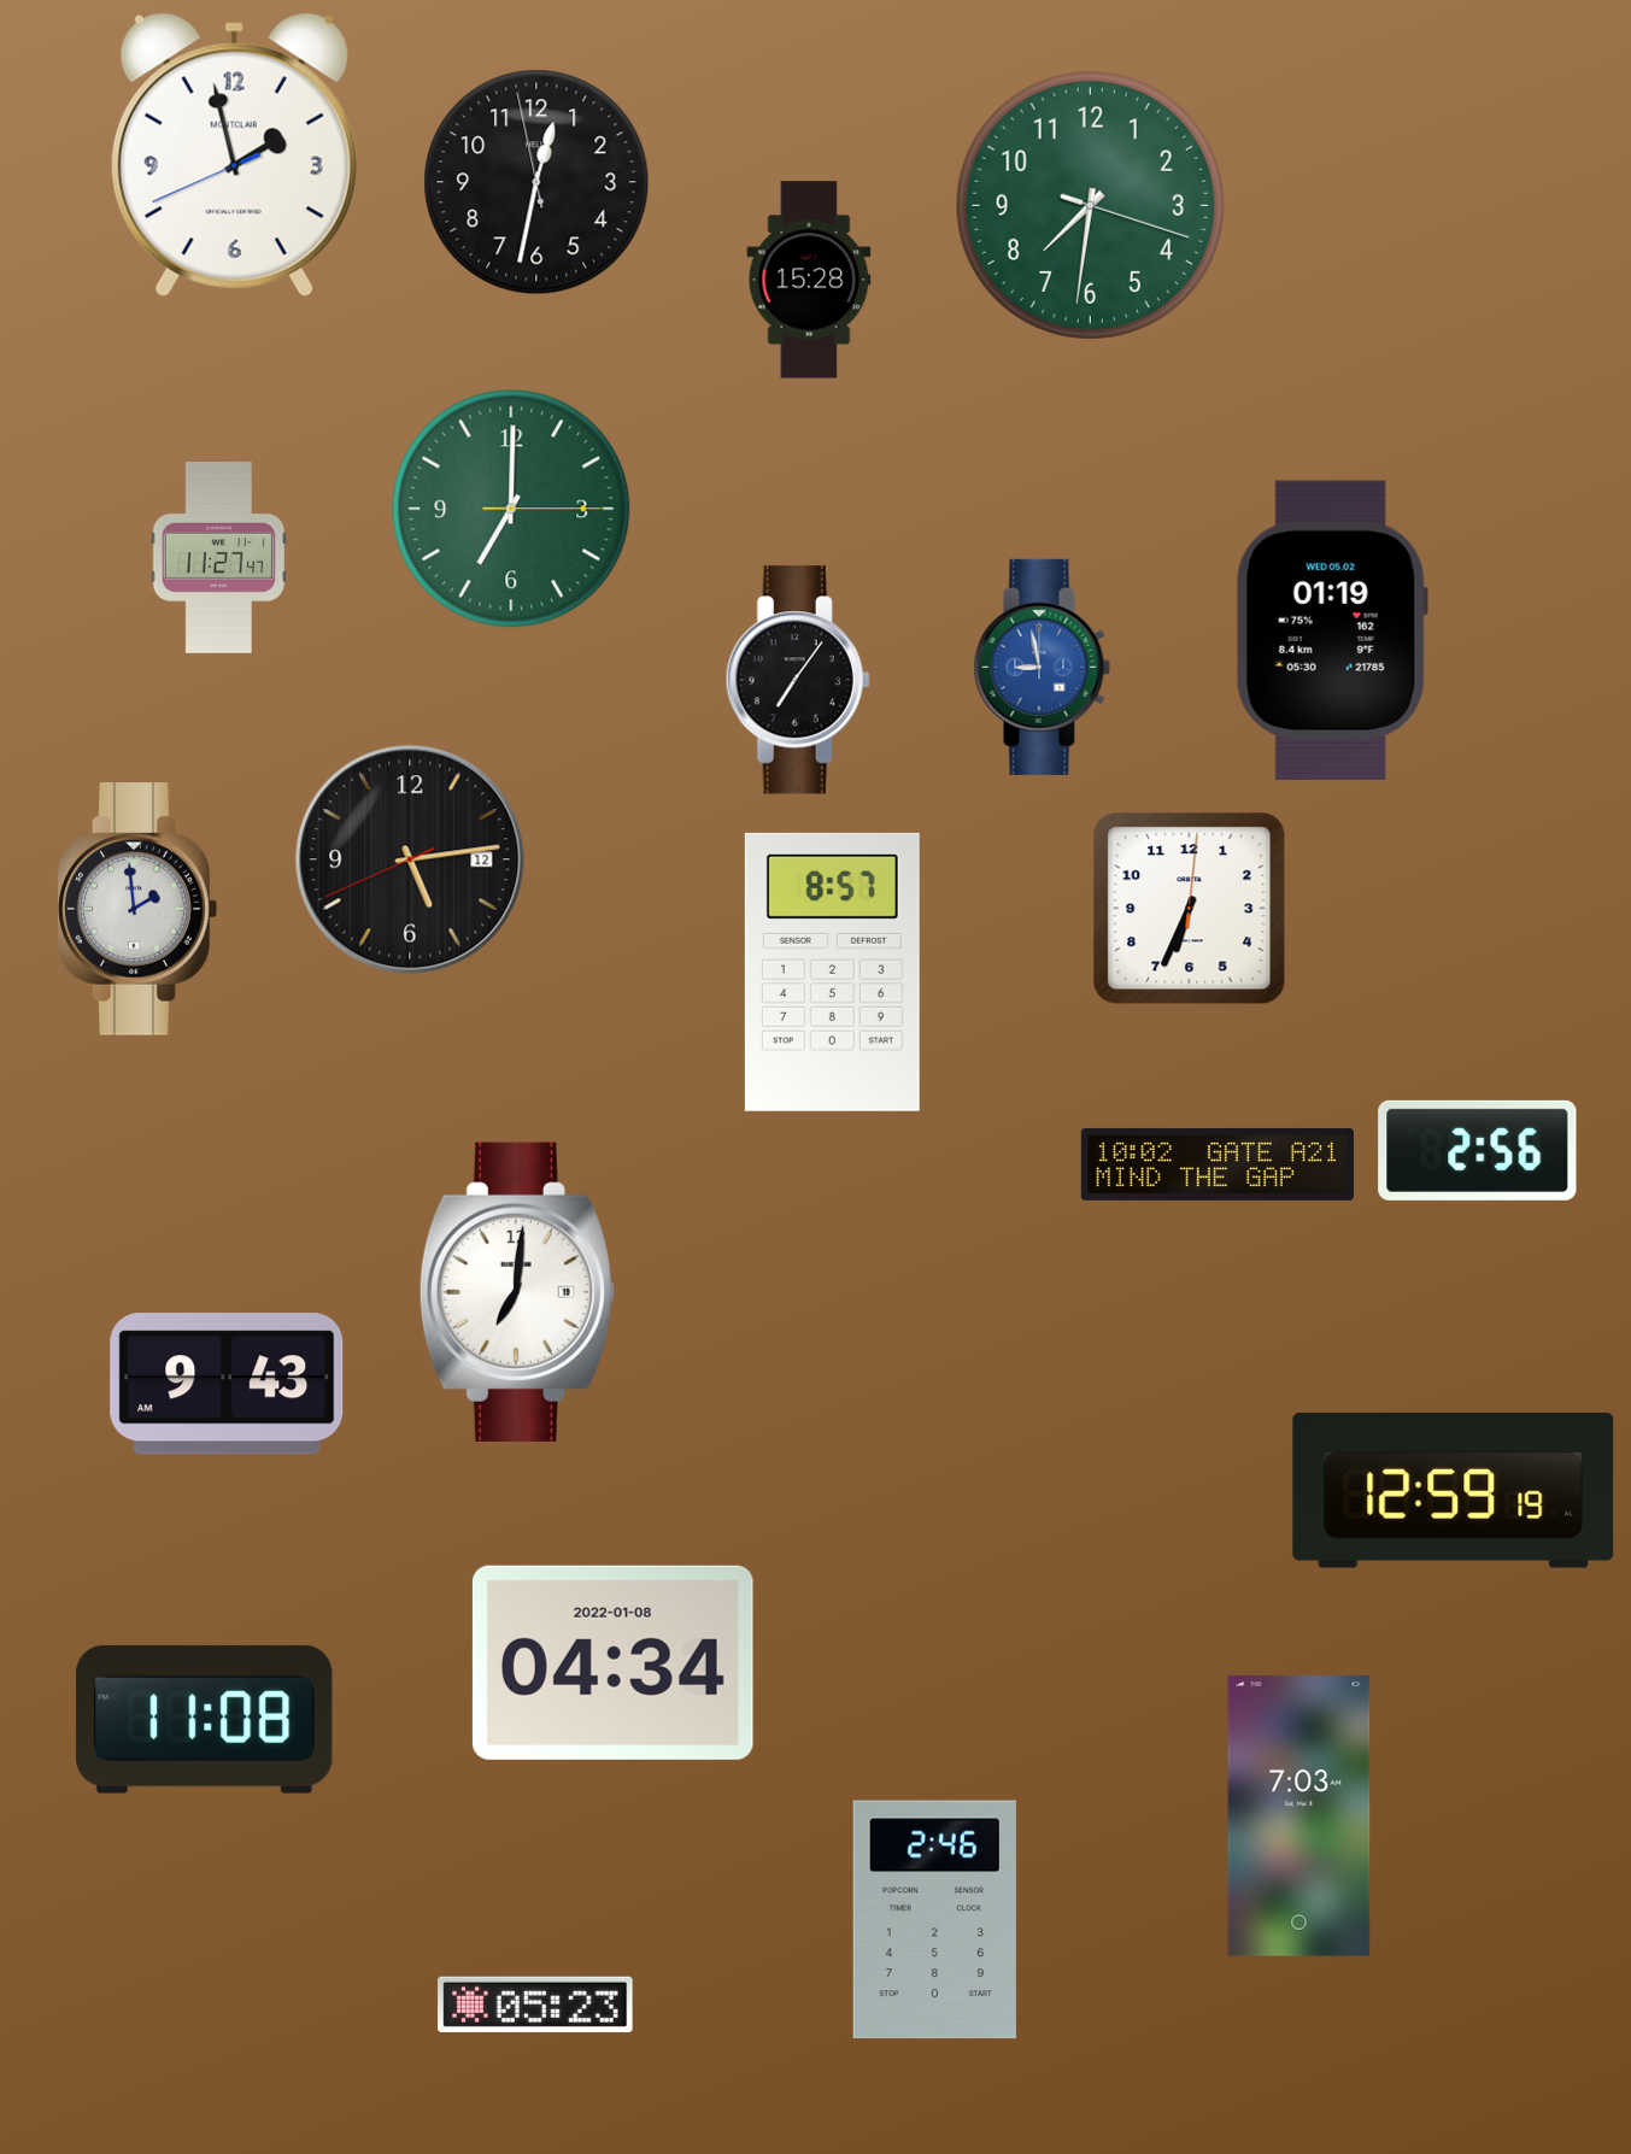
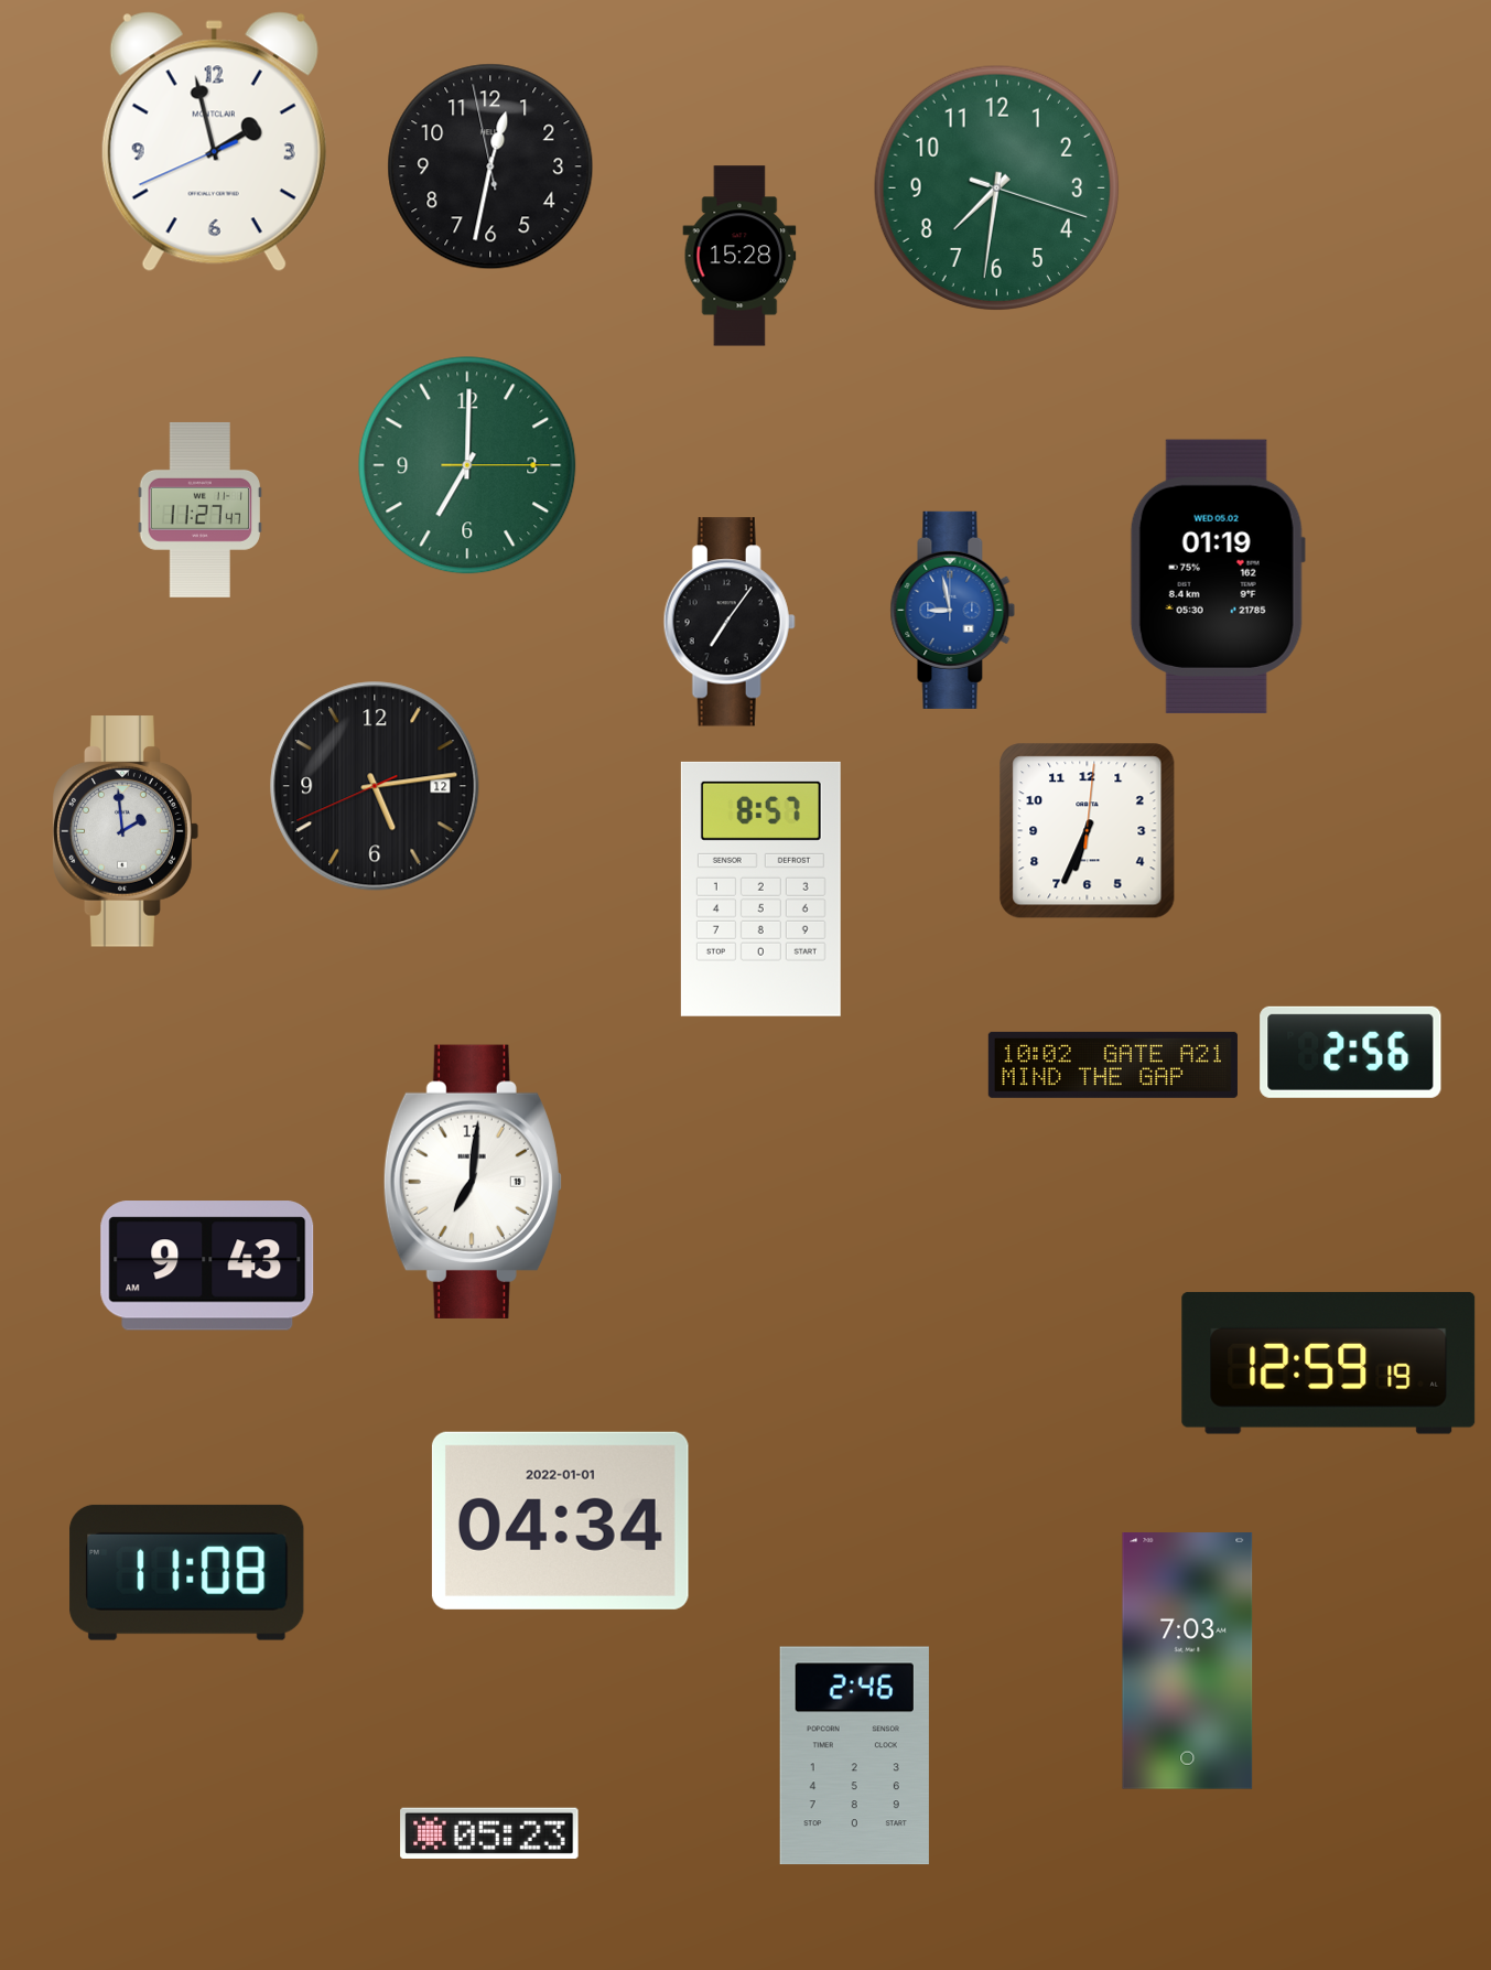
clock at (612, 1662) date: 2022-01-08 -> 2022-01-01
